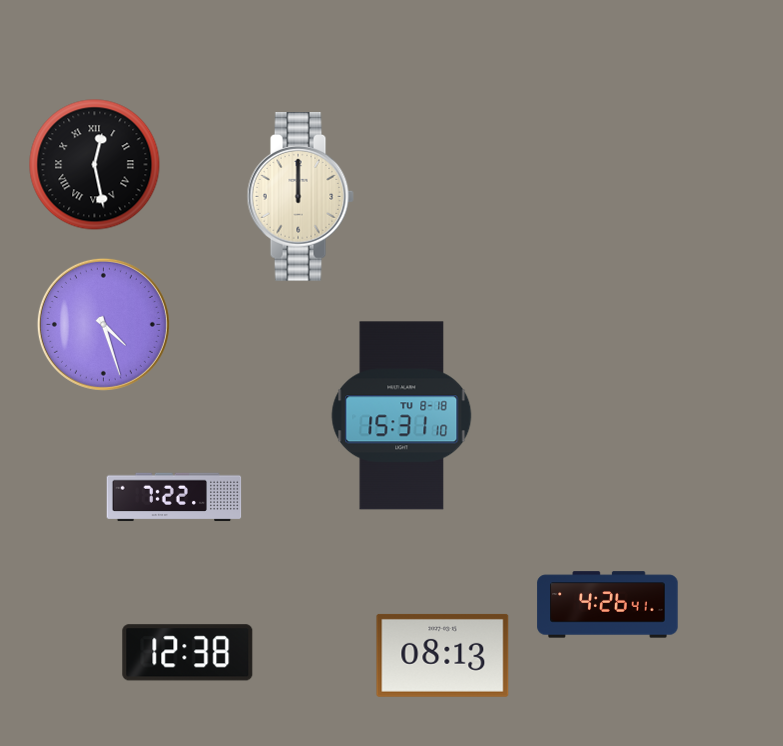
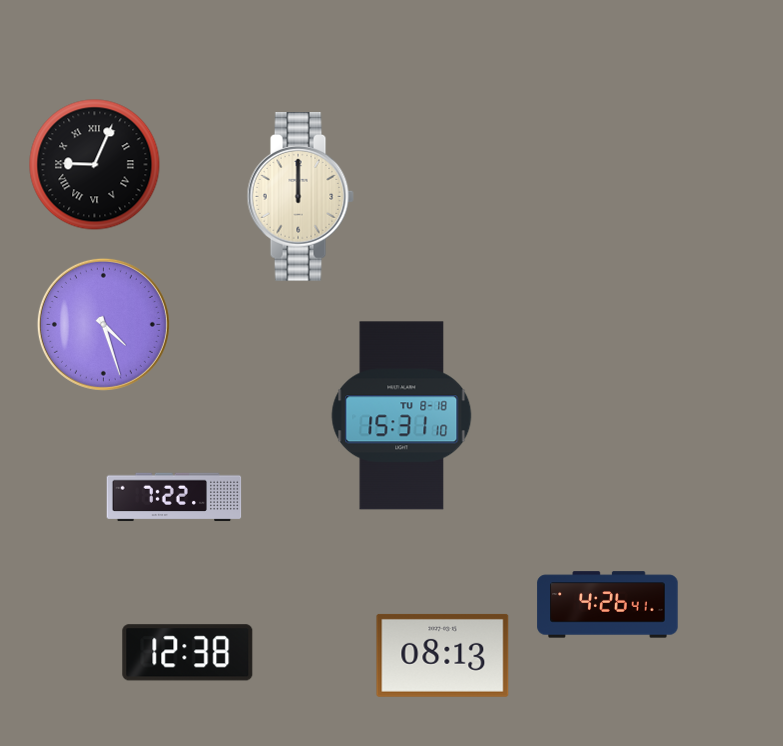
clock at (95, 165): 12:28 -> 9:04
